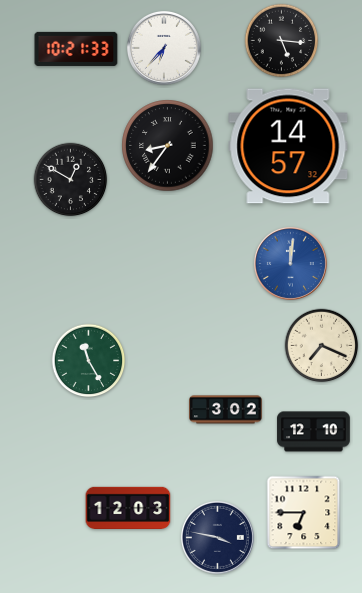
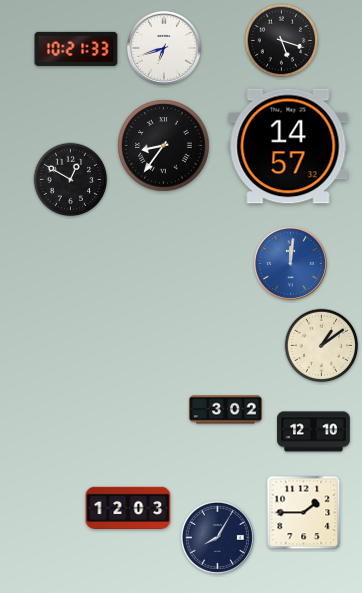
clock at (282, 41): 5:16 -> 5:18
clock at (164, 48): 6:37 -> 6:42
clock at (168, 146) position: (168, 146) -> (164, 146)
clock at (322, 346): 7:19 -> 1:09
clock at (89, 361): 11:25 -> none
clock at (304, 513): 6:45 -> 1:45
clock at (217, 537): 3:47 -> 8:05
